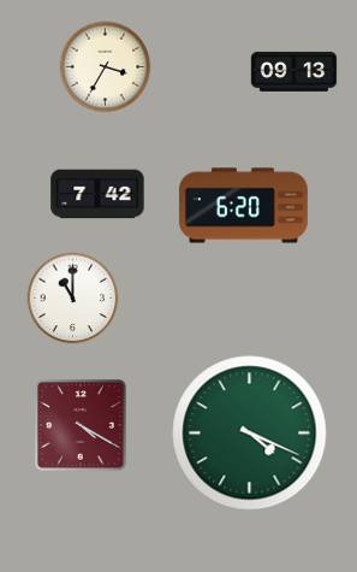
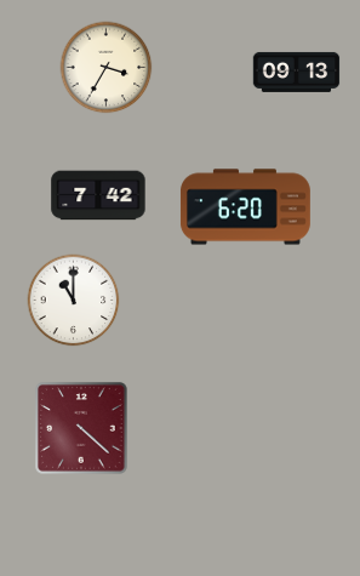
clock at (81, 425): 4:20 -> 4:22
clock at (250, 434): 4:19 -> none
